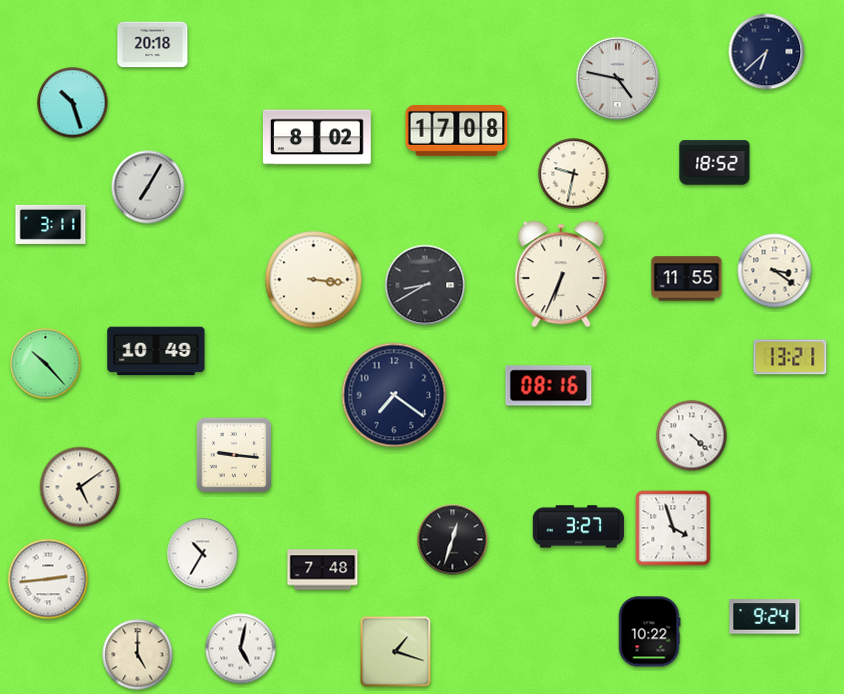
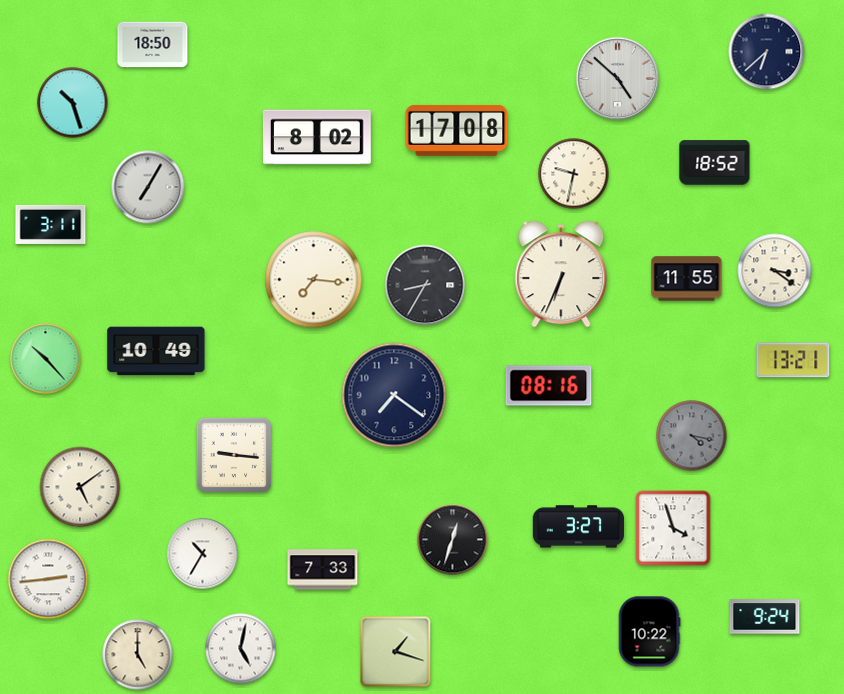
clock at (153, 45): 20:18 -> 18:50
clock at (618, 79): 4:47 -> 4:52
clock at (314, 280): 3:16 -> 7:16
clock at (425, 285): 8:40 -> 8:35
clock at (790, 357) position: (790, 357) -> (793, 360)
clock at (46, 364) position: (46, 364) -> (46, 359)
clock at (692, 436): 4:22 -> 4:17
clock at (692, 436) dial: white -> grey
clock at (323, 570): 7:48 -> 7:33
